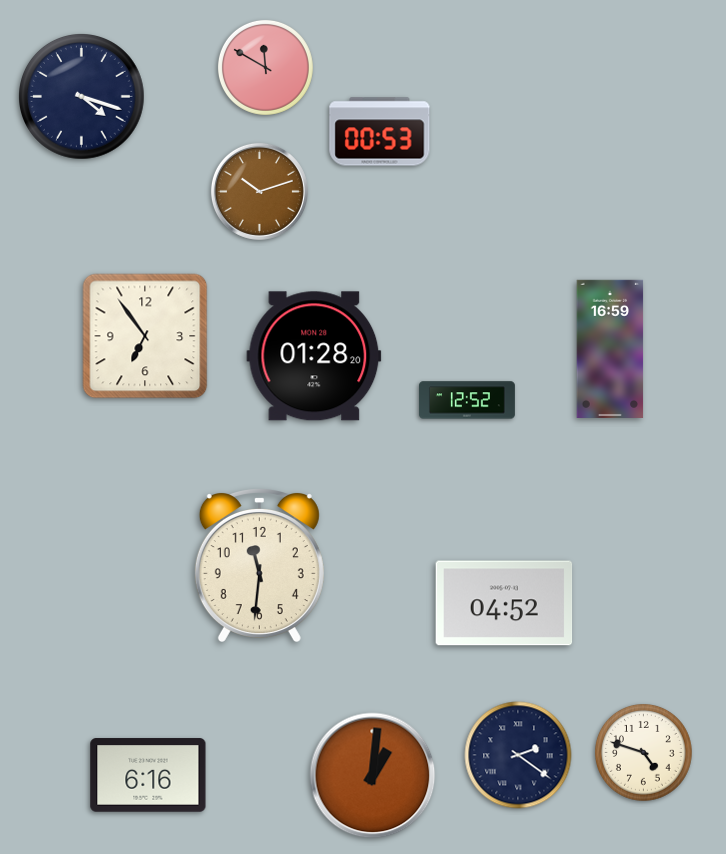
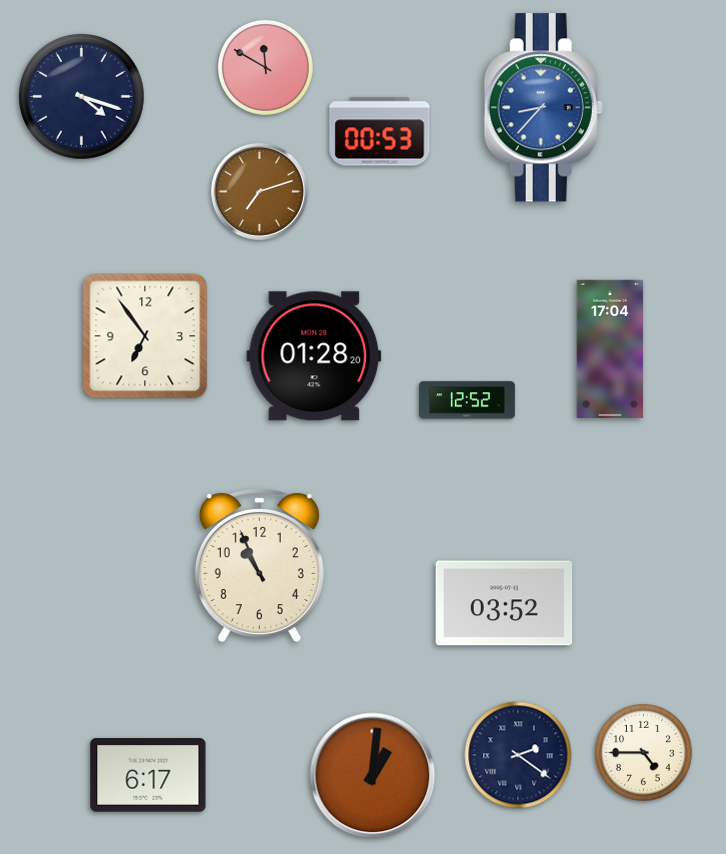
clock at (543, 108): none -> 8:37
clock at (259, 191): 10:12 -> 7:12
clock at (610, 349): 16:59 -> 17:04
clock at (259, 565): 11:31 -> 10:56
clock at (504, 603): 04:52 -> 03:52
clock at (644, 753): 4:48 -> 4:45
clock at (148, 775): 6:16 -> 6:17
